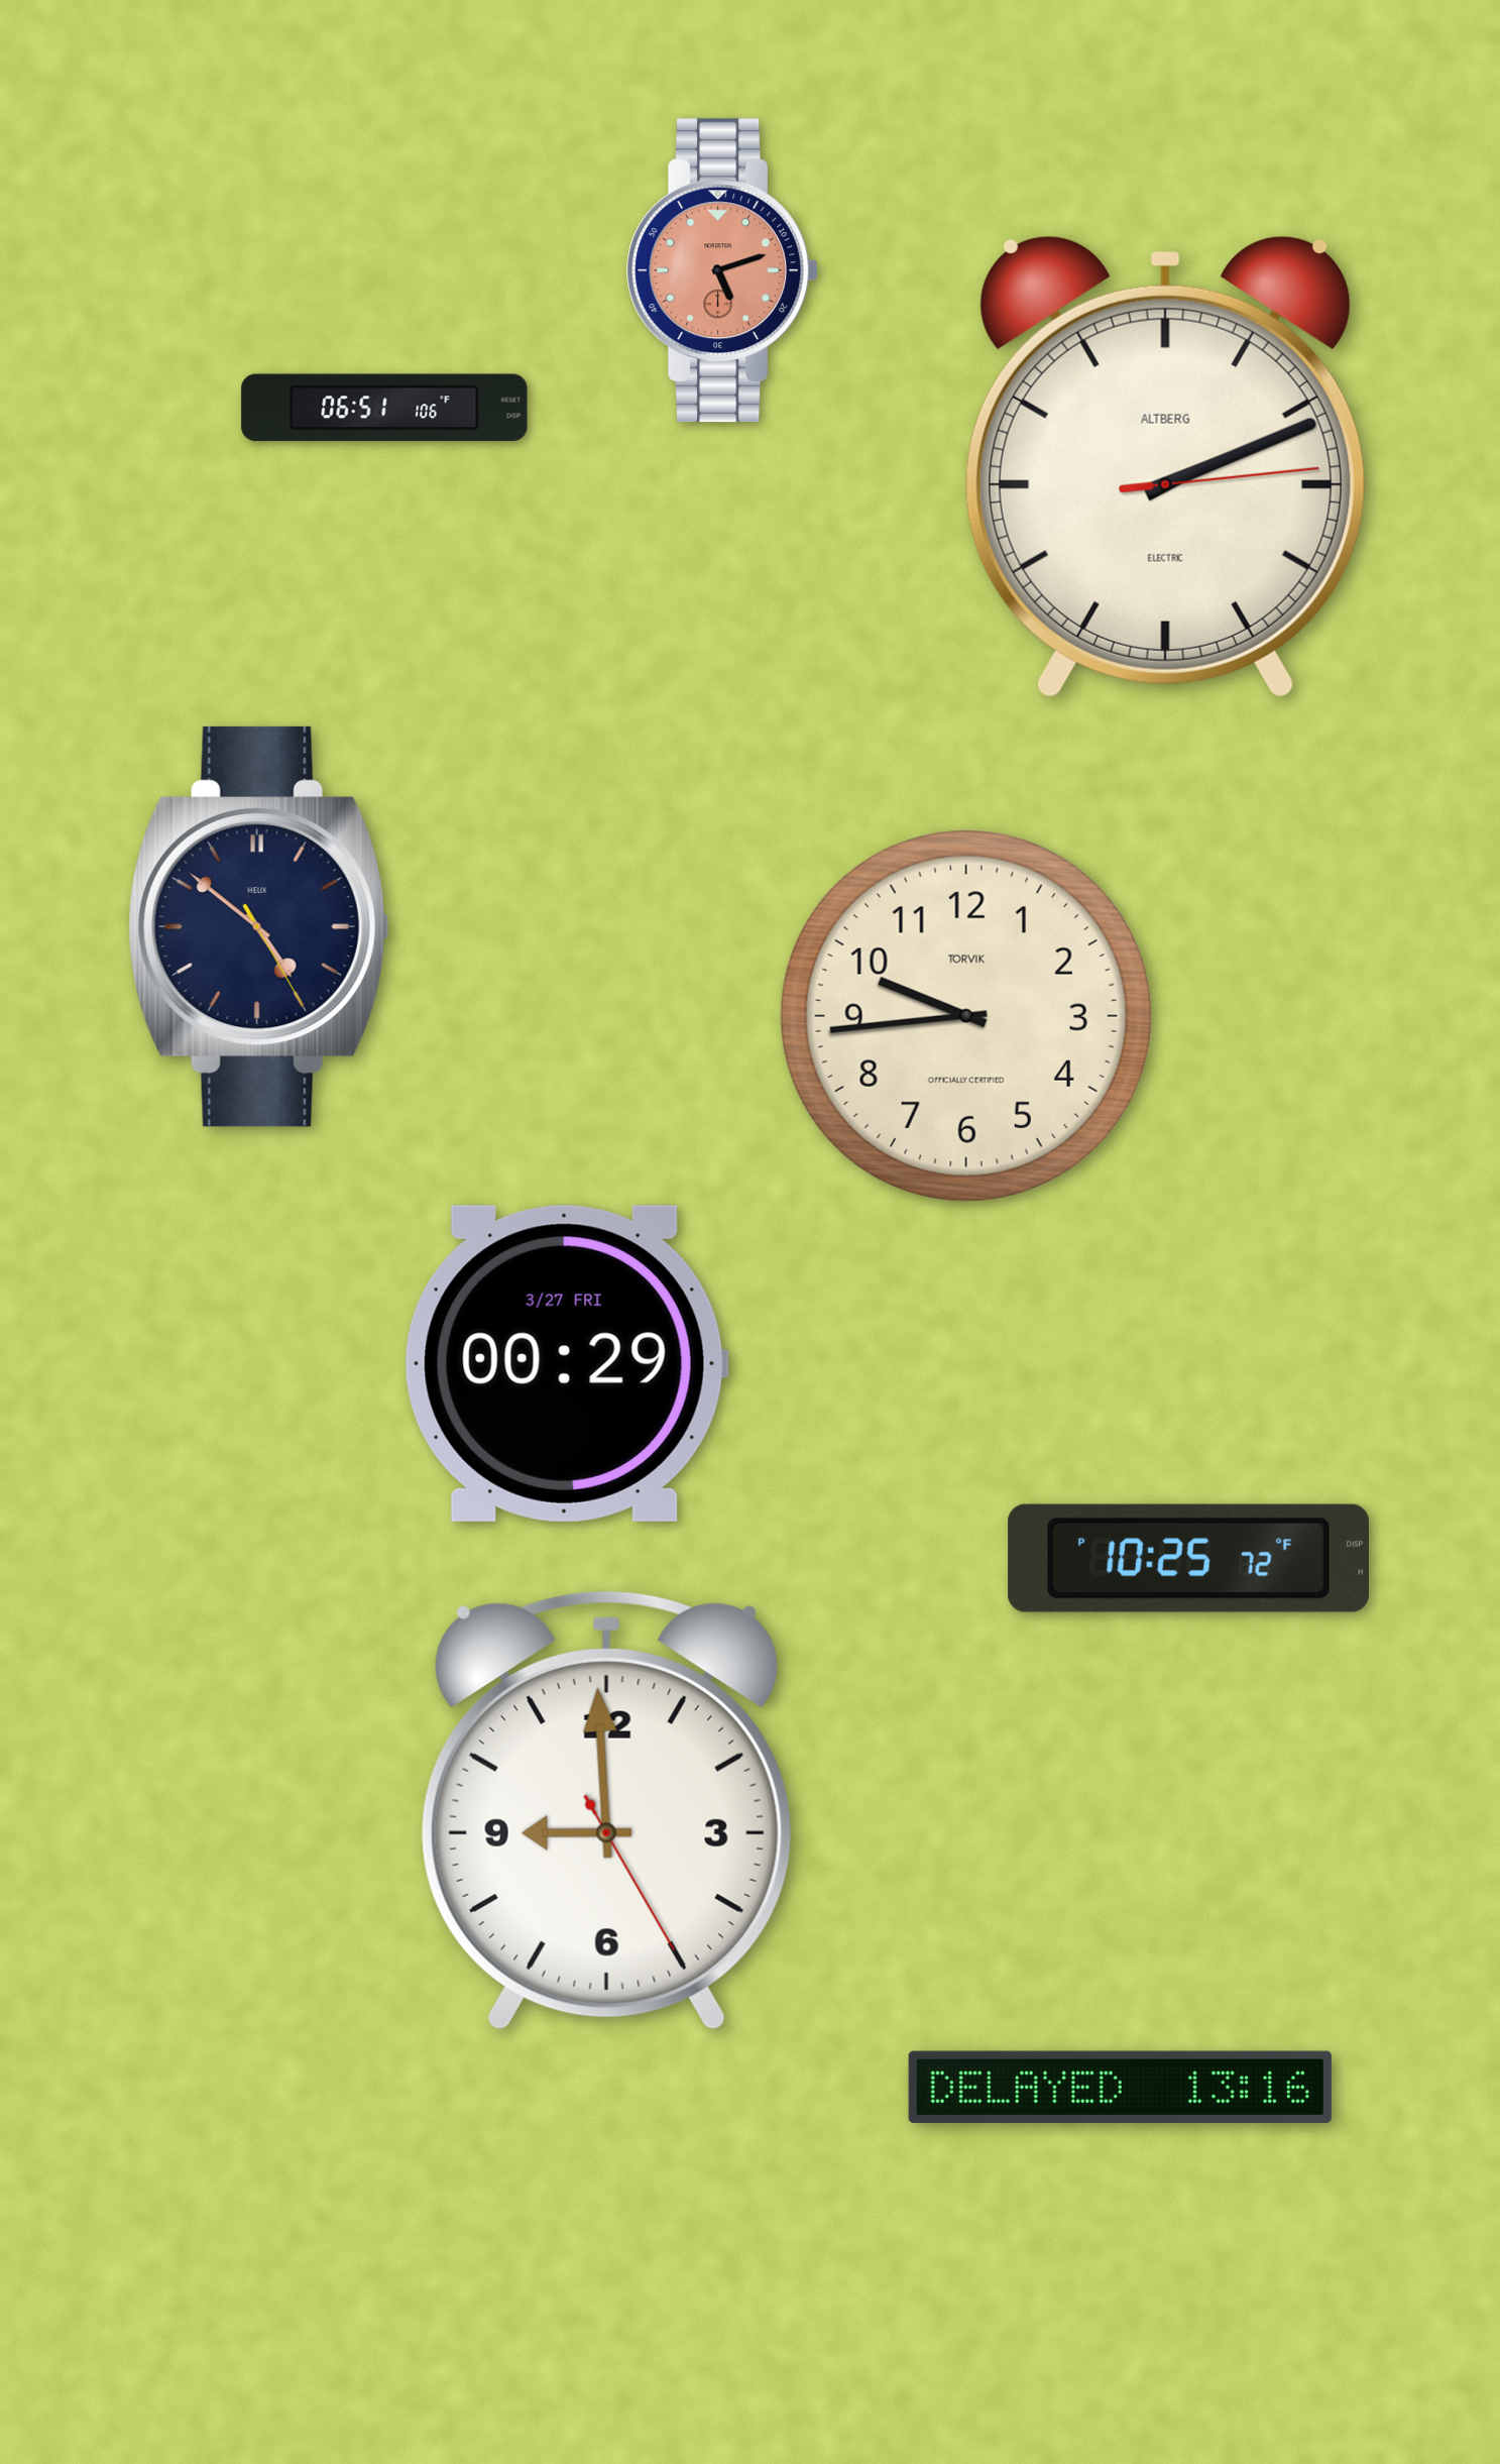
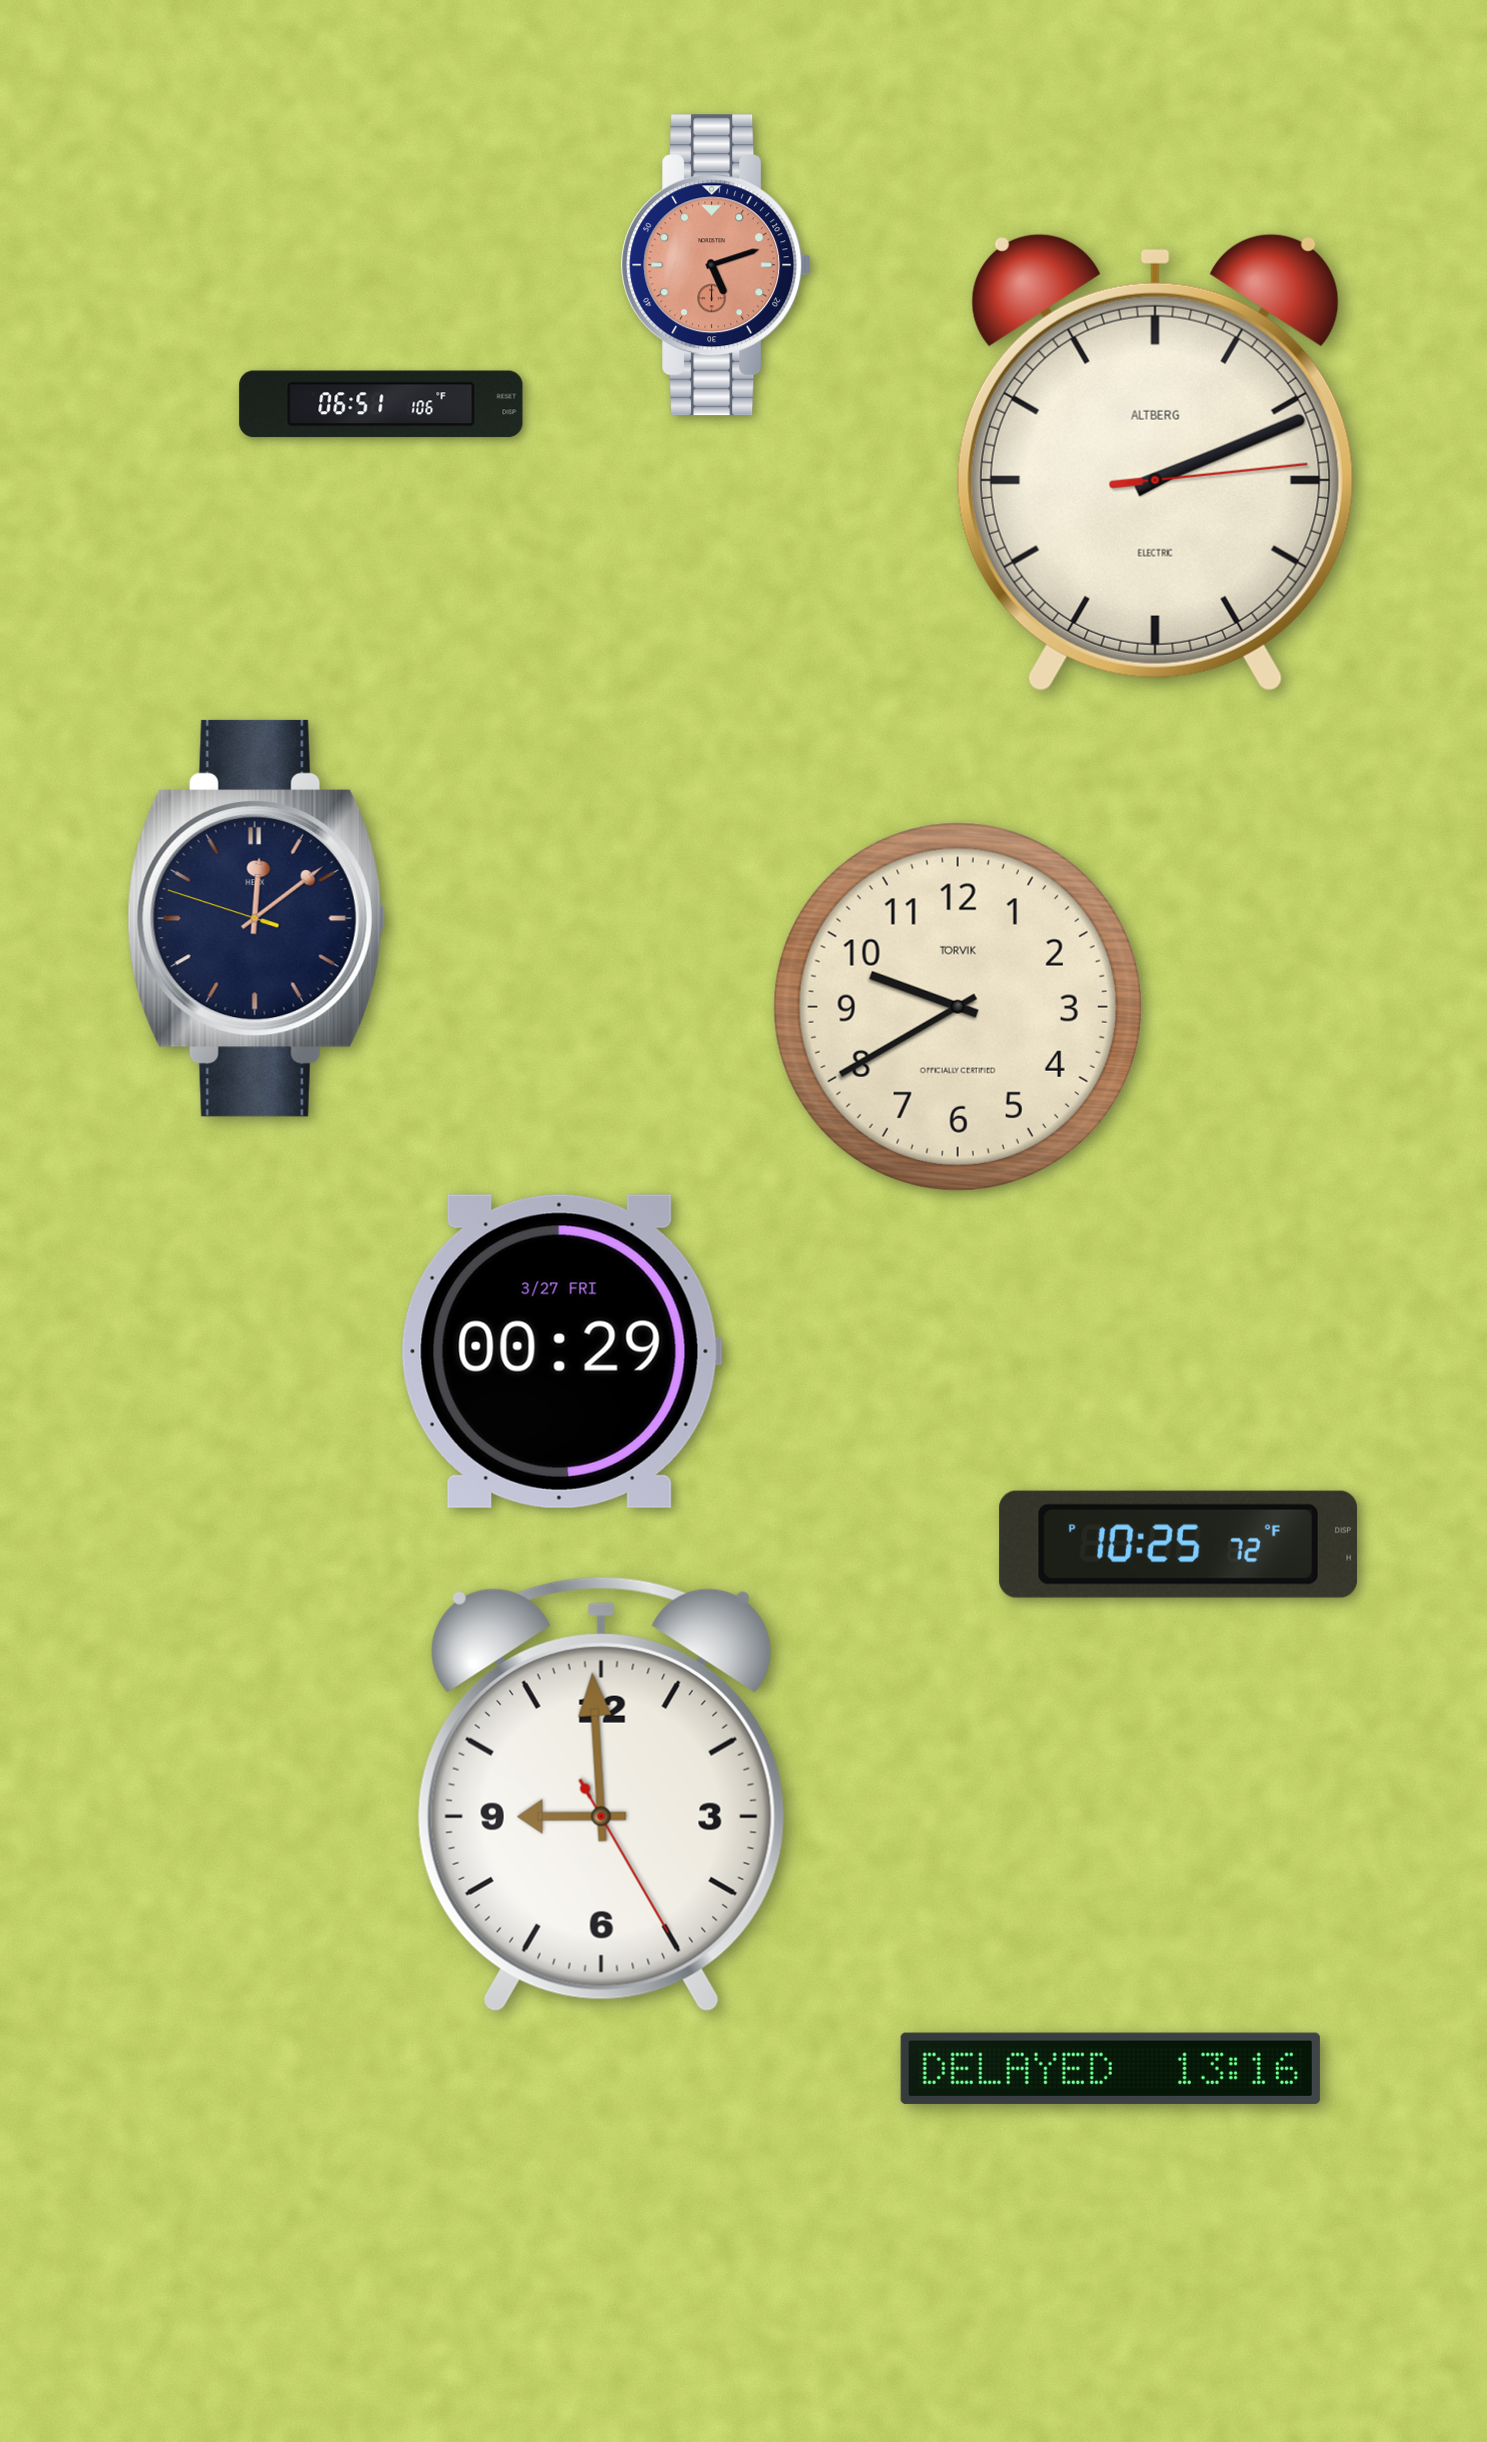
clock at (722, 270) position: (722, 270) -> (716, 265)
clock at (258, 926): 4:51 -> 12:08
clock at (966, 1016): 9:44 -> 9:40
